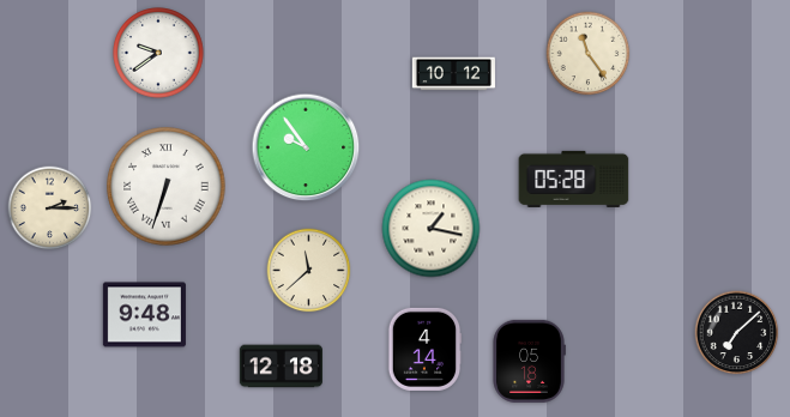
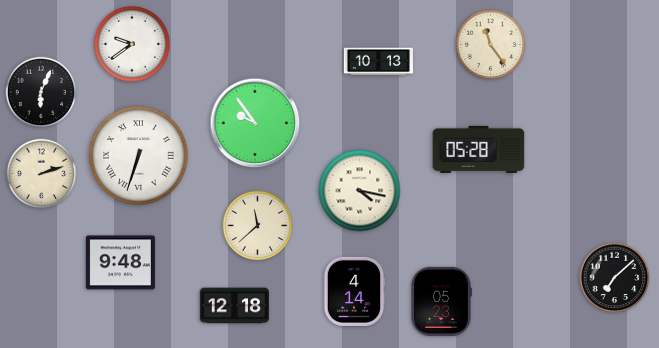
clock at (453, 74): 10:12 -> 10:13
clock at (41, 92): none -> 6:04
clock at (50, 208): 2:15 -> 2:12
clock at (432, 229): 1:17 -> 4:17
clock at (529, 361): 05:18 -> 05:23
